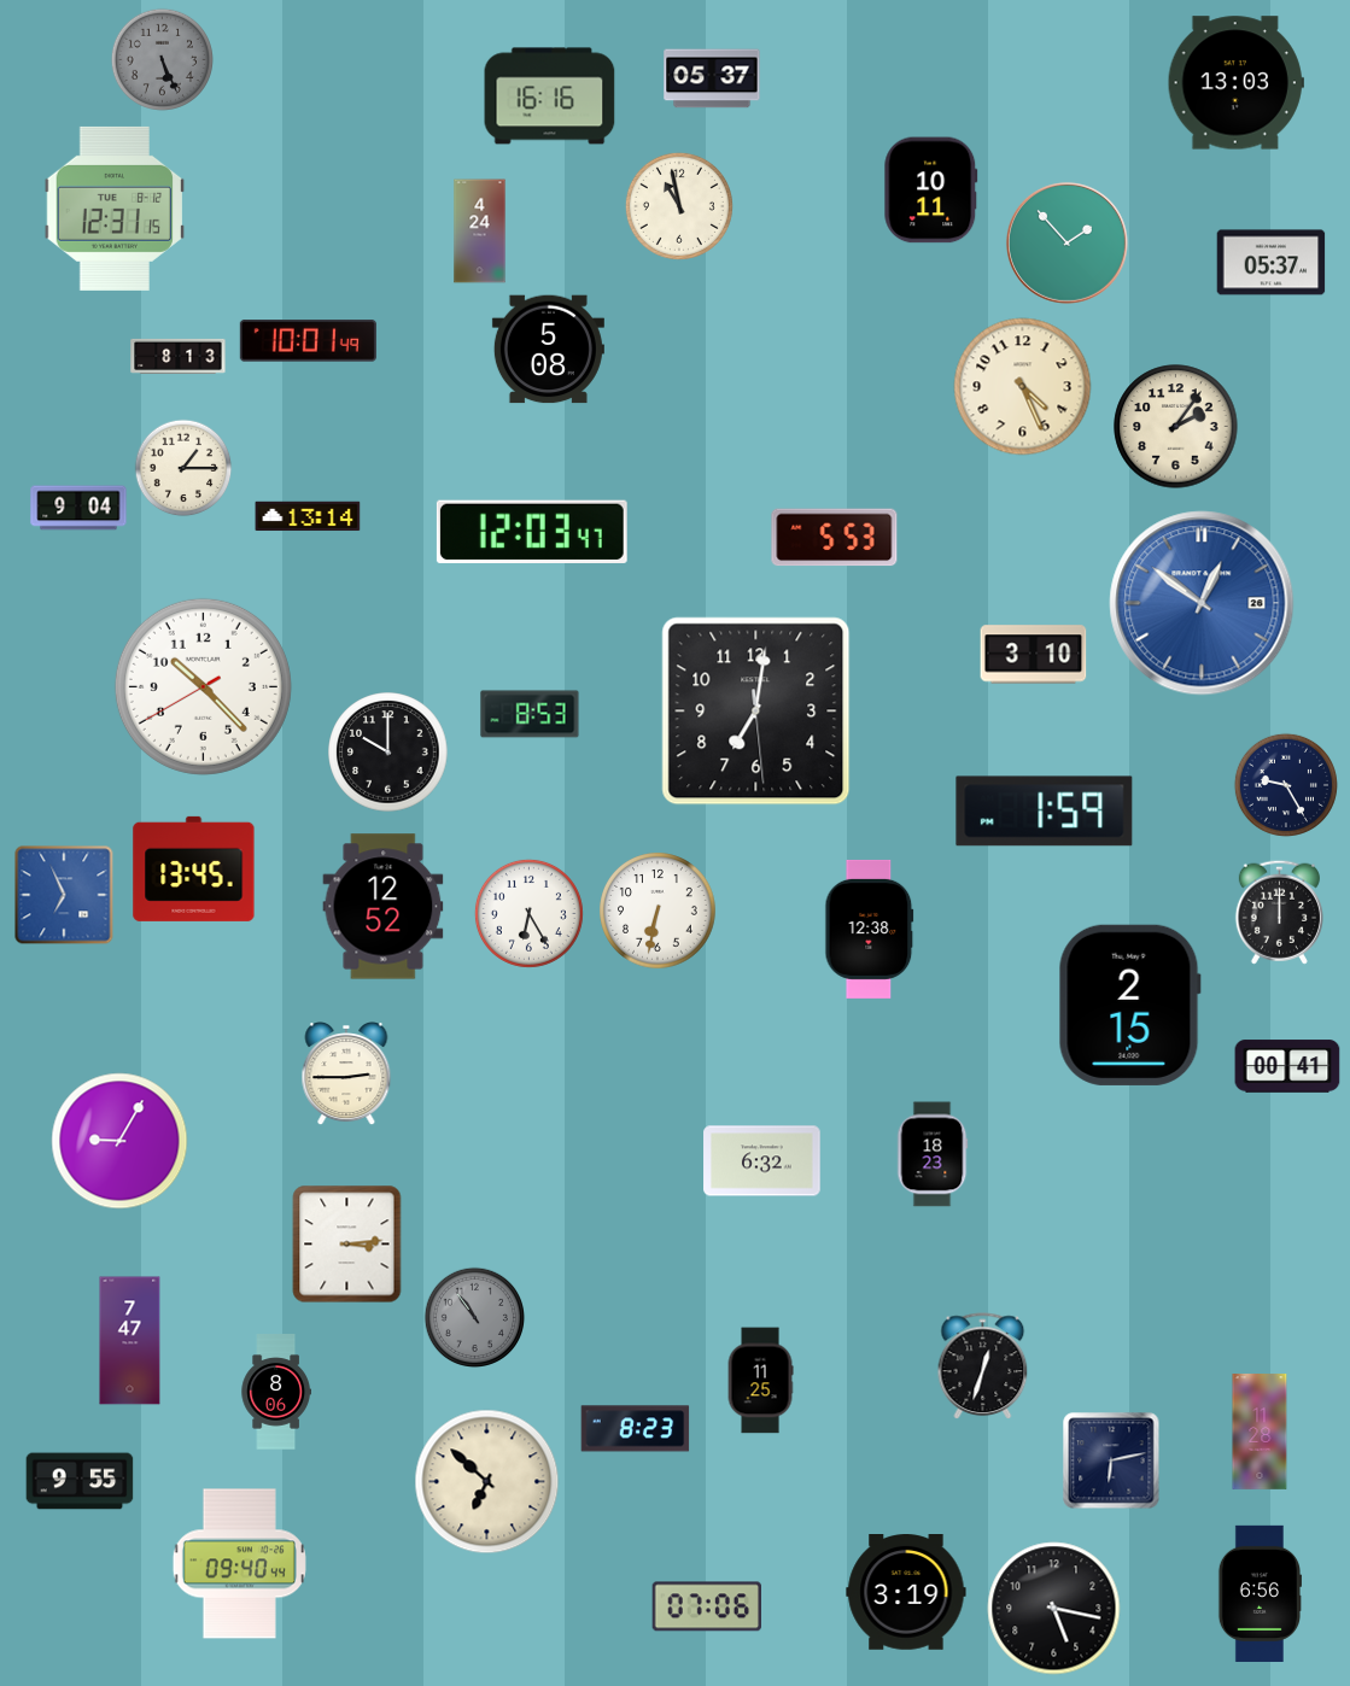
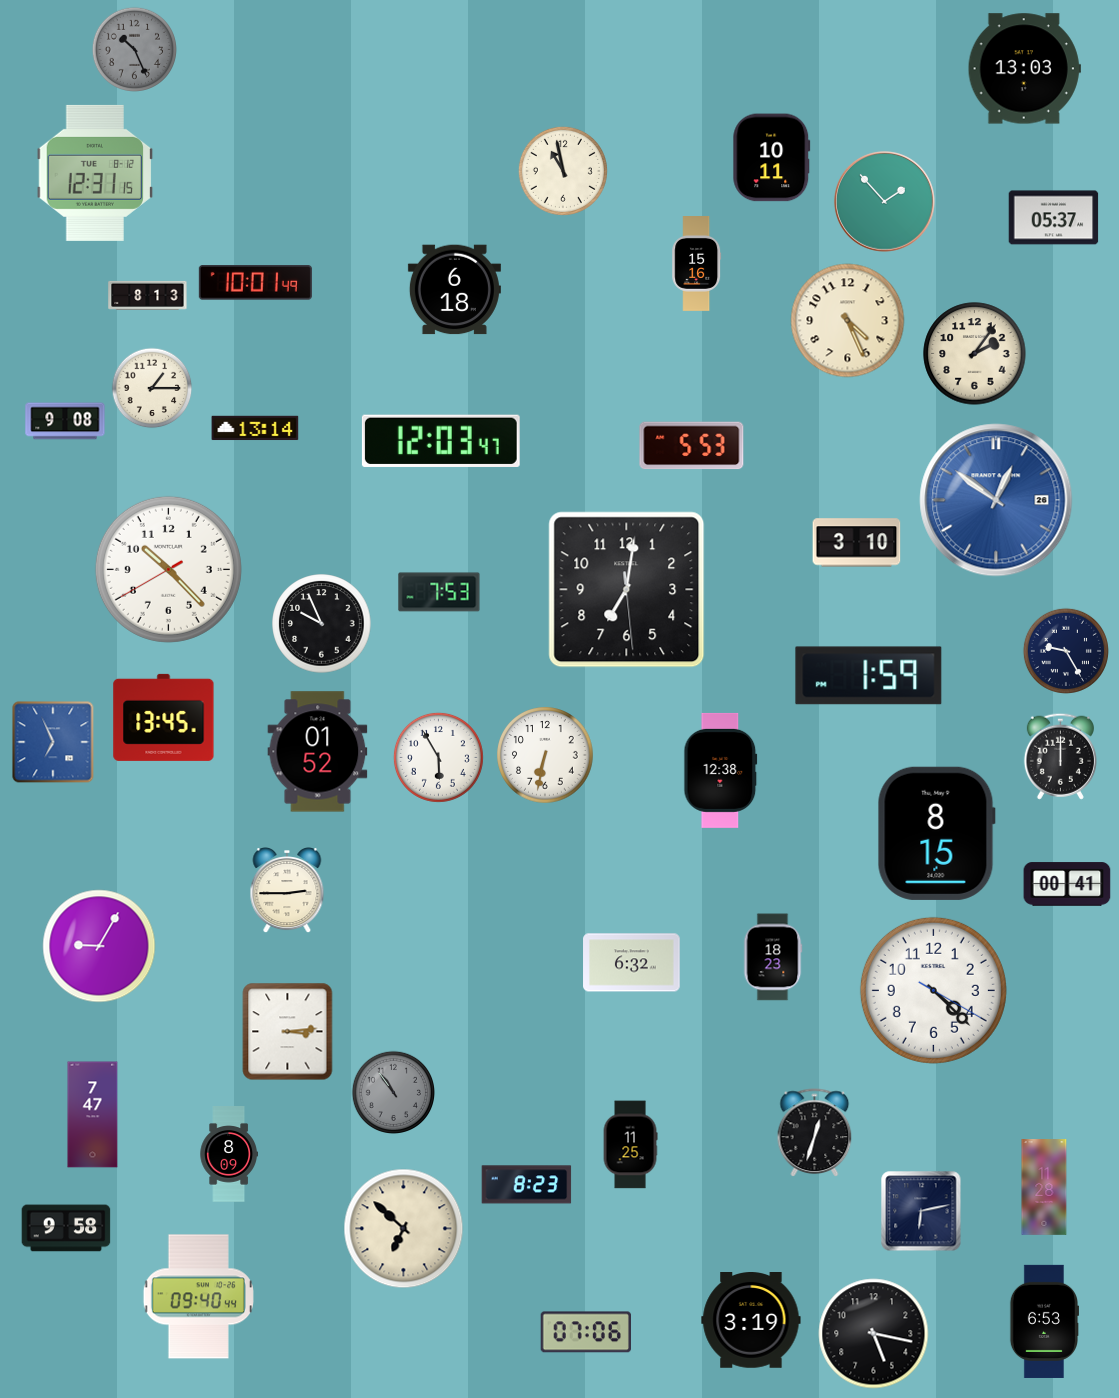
clock at (162, 59): 5:26 -> 10:26
clock at (712, 78): 05:37 -> none
clock at (550, 96): 16:16 -> none
clock at (480, 232): 4:24 -> none
clock at (697, 264): none -> 15:16
clock at (548, 350): 5:08 -> 6:18
clock at (78, 508): 9:04 -> 9:08
clock at (530, 714): 8:53 -> 7:53
clock at (388, 753): 10:00 -> 9:56
clock at (1045, 812) position: (1045, 812) -> (869, 676)
clock at (194, 868) position: (194, 868) -> (164, 717)
clock at (384, 907): 12:52 -> 01:52
clock at (528, 913): 6:25 -> 5:55
clock at (1129, 1005): 2:15 -> 8:15
clock at (933, 990): none -> 4:22
clock at (130, 1341) position: (130, 1341) -> (93, 1115)
clock at (276, 1392): 8:06 -> 8:09
clock at (80, 1481): 9:55 -> 9:58
clock at (1258, 1593): 6:56 -> 6:53
